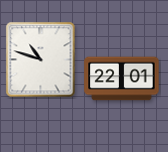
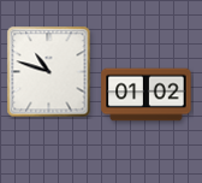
clock at (122, 79): 22:01 -> 01:02
